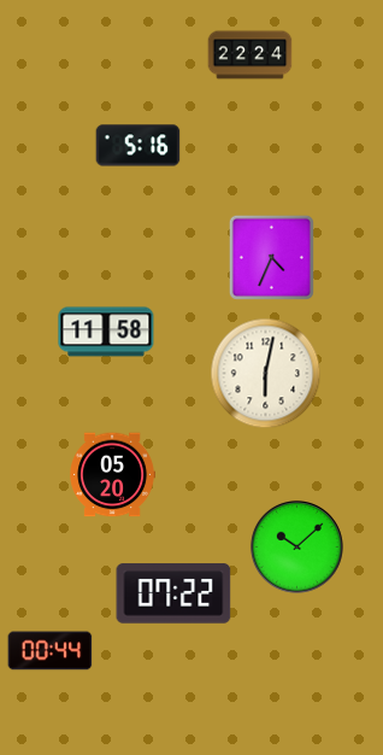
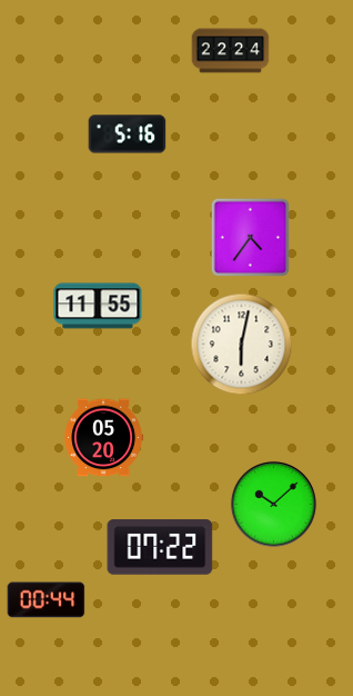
clock at (271, 257): 4:34 -> 4:36
clock at (106, 332): 11:58 -> 11:55
clock at (266, 374) position: (266, 374) -> (242, 345)
